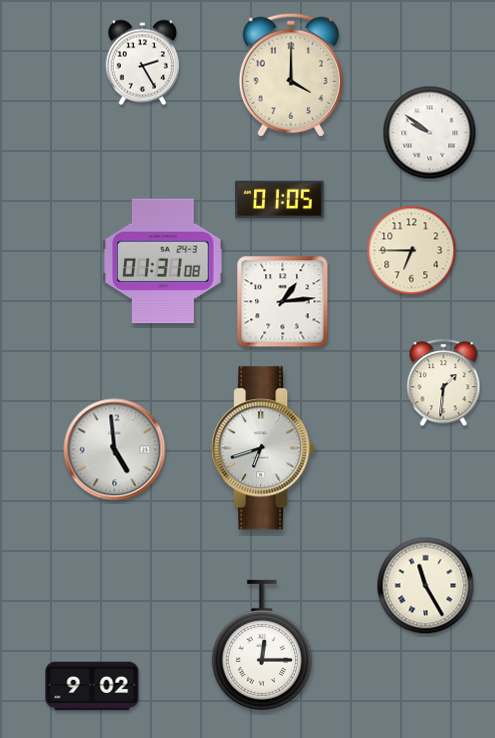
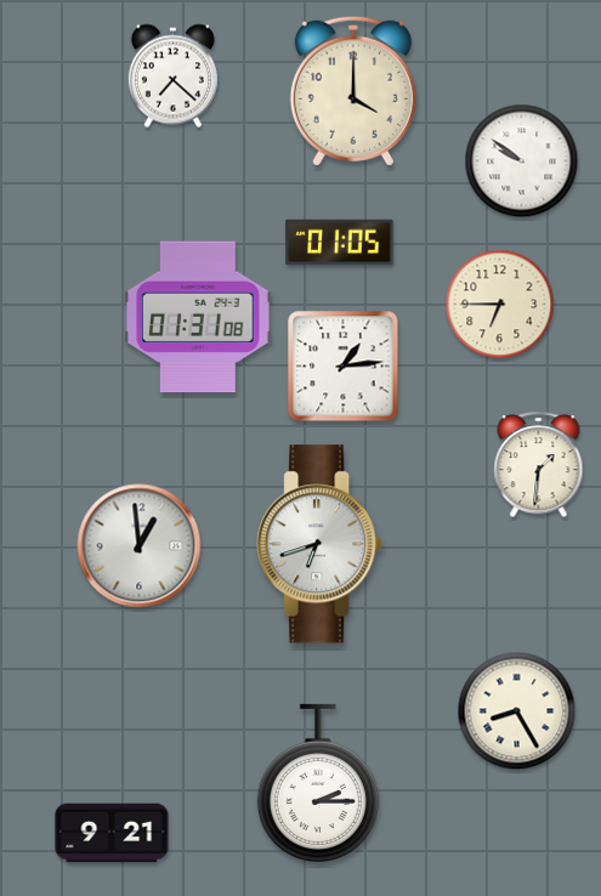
clock at (142, 63): 2:25 -> 7:22
clock at (115, 450): 4:59 -> 12:59
clock at (426, 586): 11:25 -> 8:25
clock at (262, 645): 12:15 -> 2:15
clock at (92, 686): 9:02 -> 9:21
